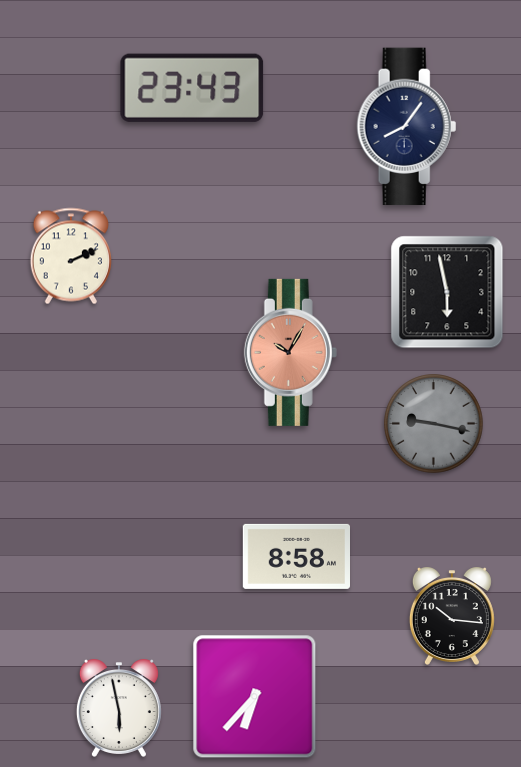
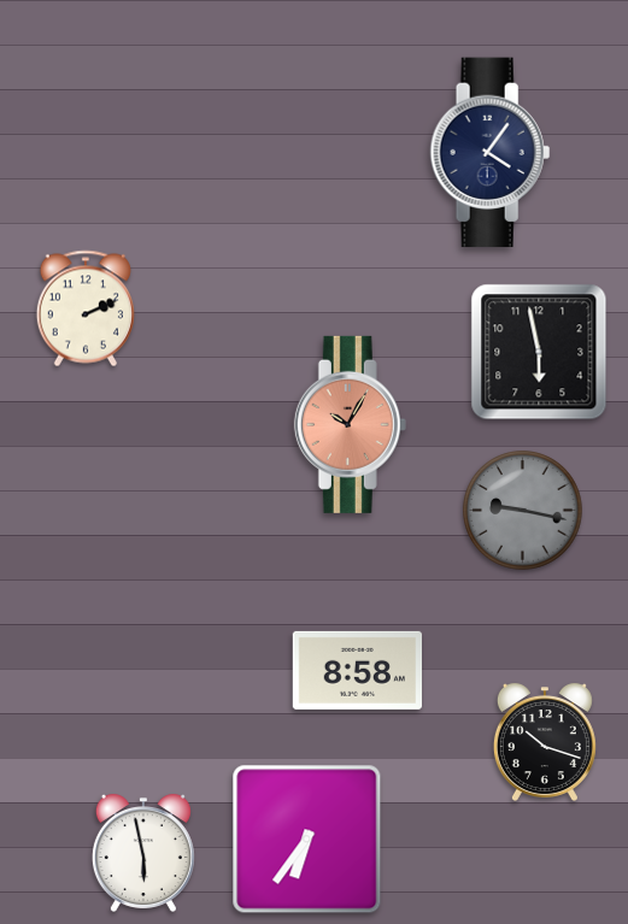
clock at (192, 88): 23:43 -> none
clock at (407, 127): 8:06 -> 4:06
clock at (452, 616): 10:16 -> 10:18
clock at (255, 697): 6:37 -> 6:36
